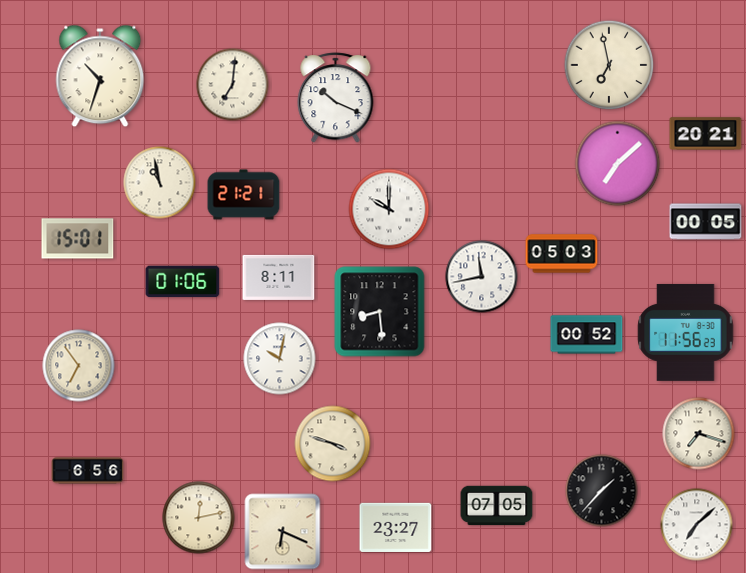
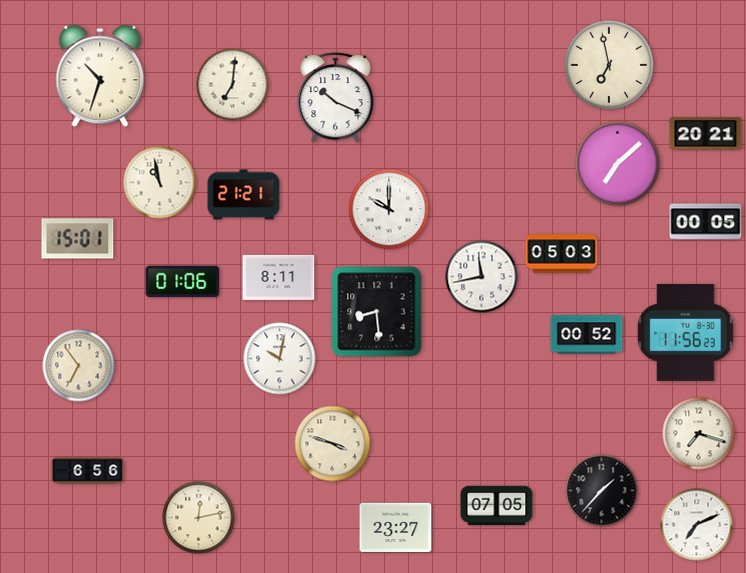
clock at (380, 312) position: (380, 312) -> (377, 312)
clock at (697, 525): 7:08 -> 7:11
clock at (283, 532): 6:19 -> none
